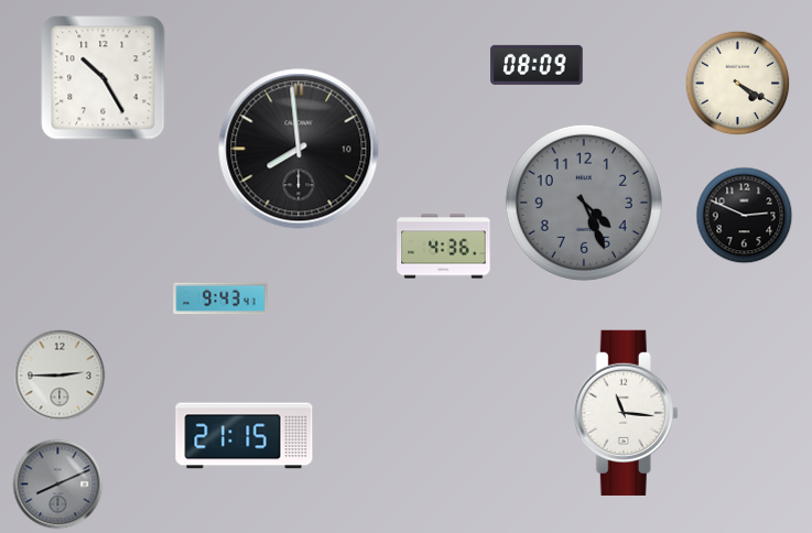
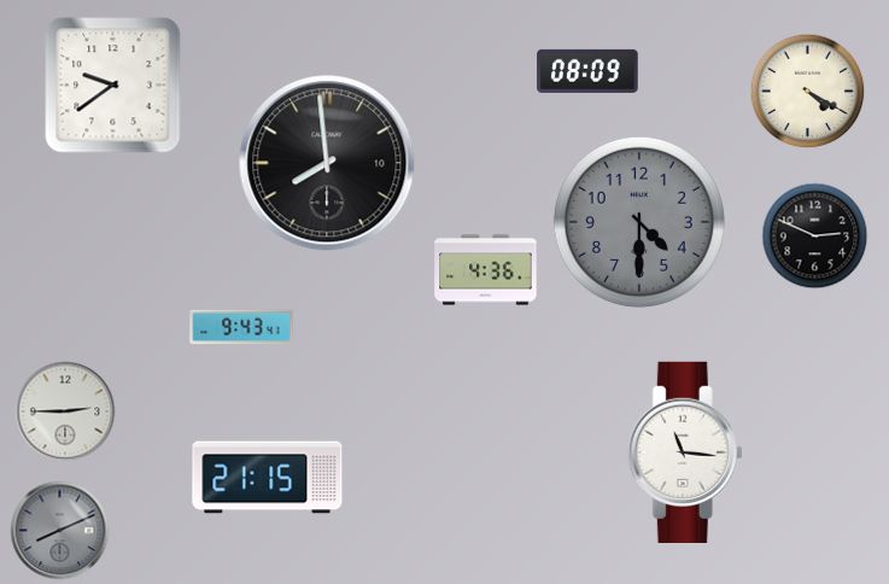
clock at (104, 78): 10:25 -> 9:39
clock at (584, 203): 4:26 -> 4:30
clock at (58, 485) position: (58, 485) -> (60, 531)
